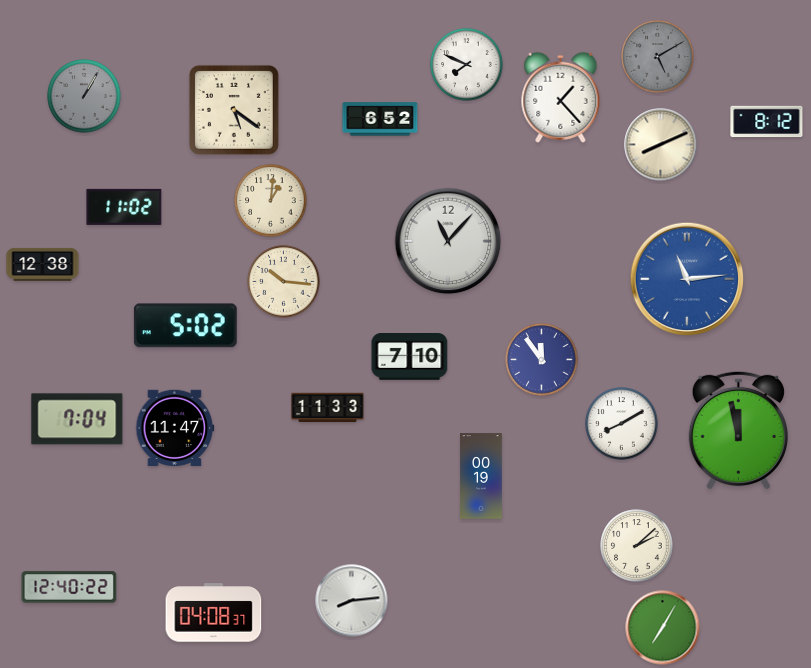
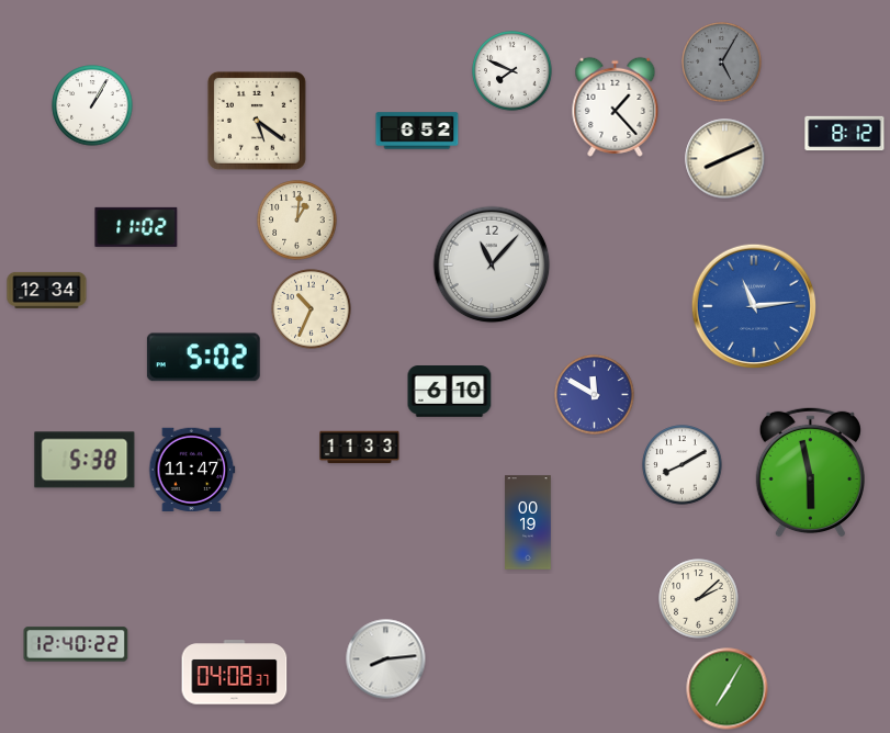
clock at (658, 57): 5:10 -> 5:05
clock at (84, 96) dial: grey -> white
clock at (767, 122) position: (767, 122) -> (845, 134)
clock at (43, 264): 12:38 -> 12:34
clock at (284, 282): 10:16 -> 10:34
clock at (410, 357): 7:10 -> 6:10
clock at (542, 360): 11:54 -> 11:50
clock at (77, 419): 7:04 -> 5:38
clock at (738, 430): 11:58 -> 5:58
